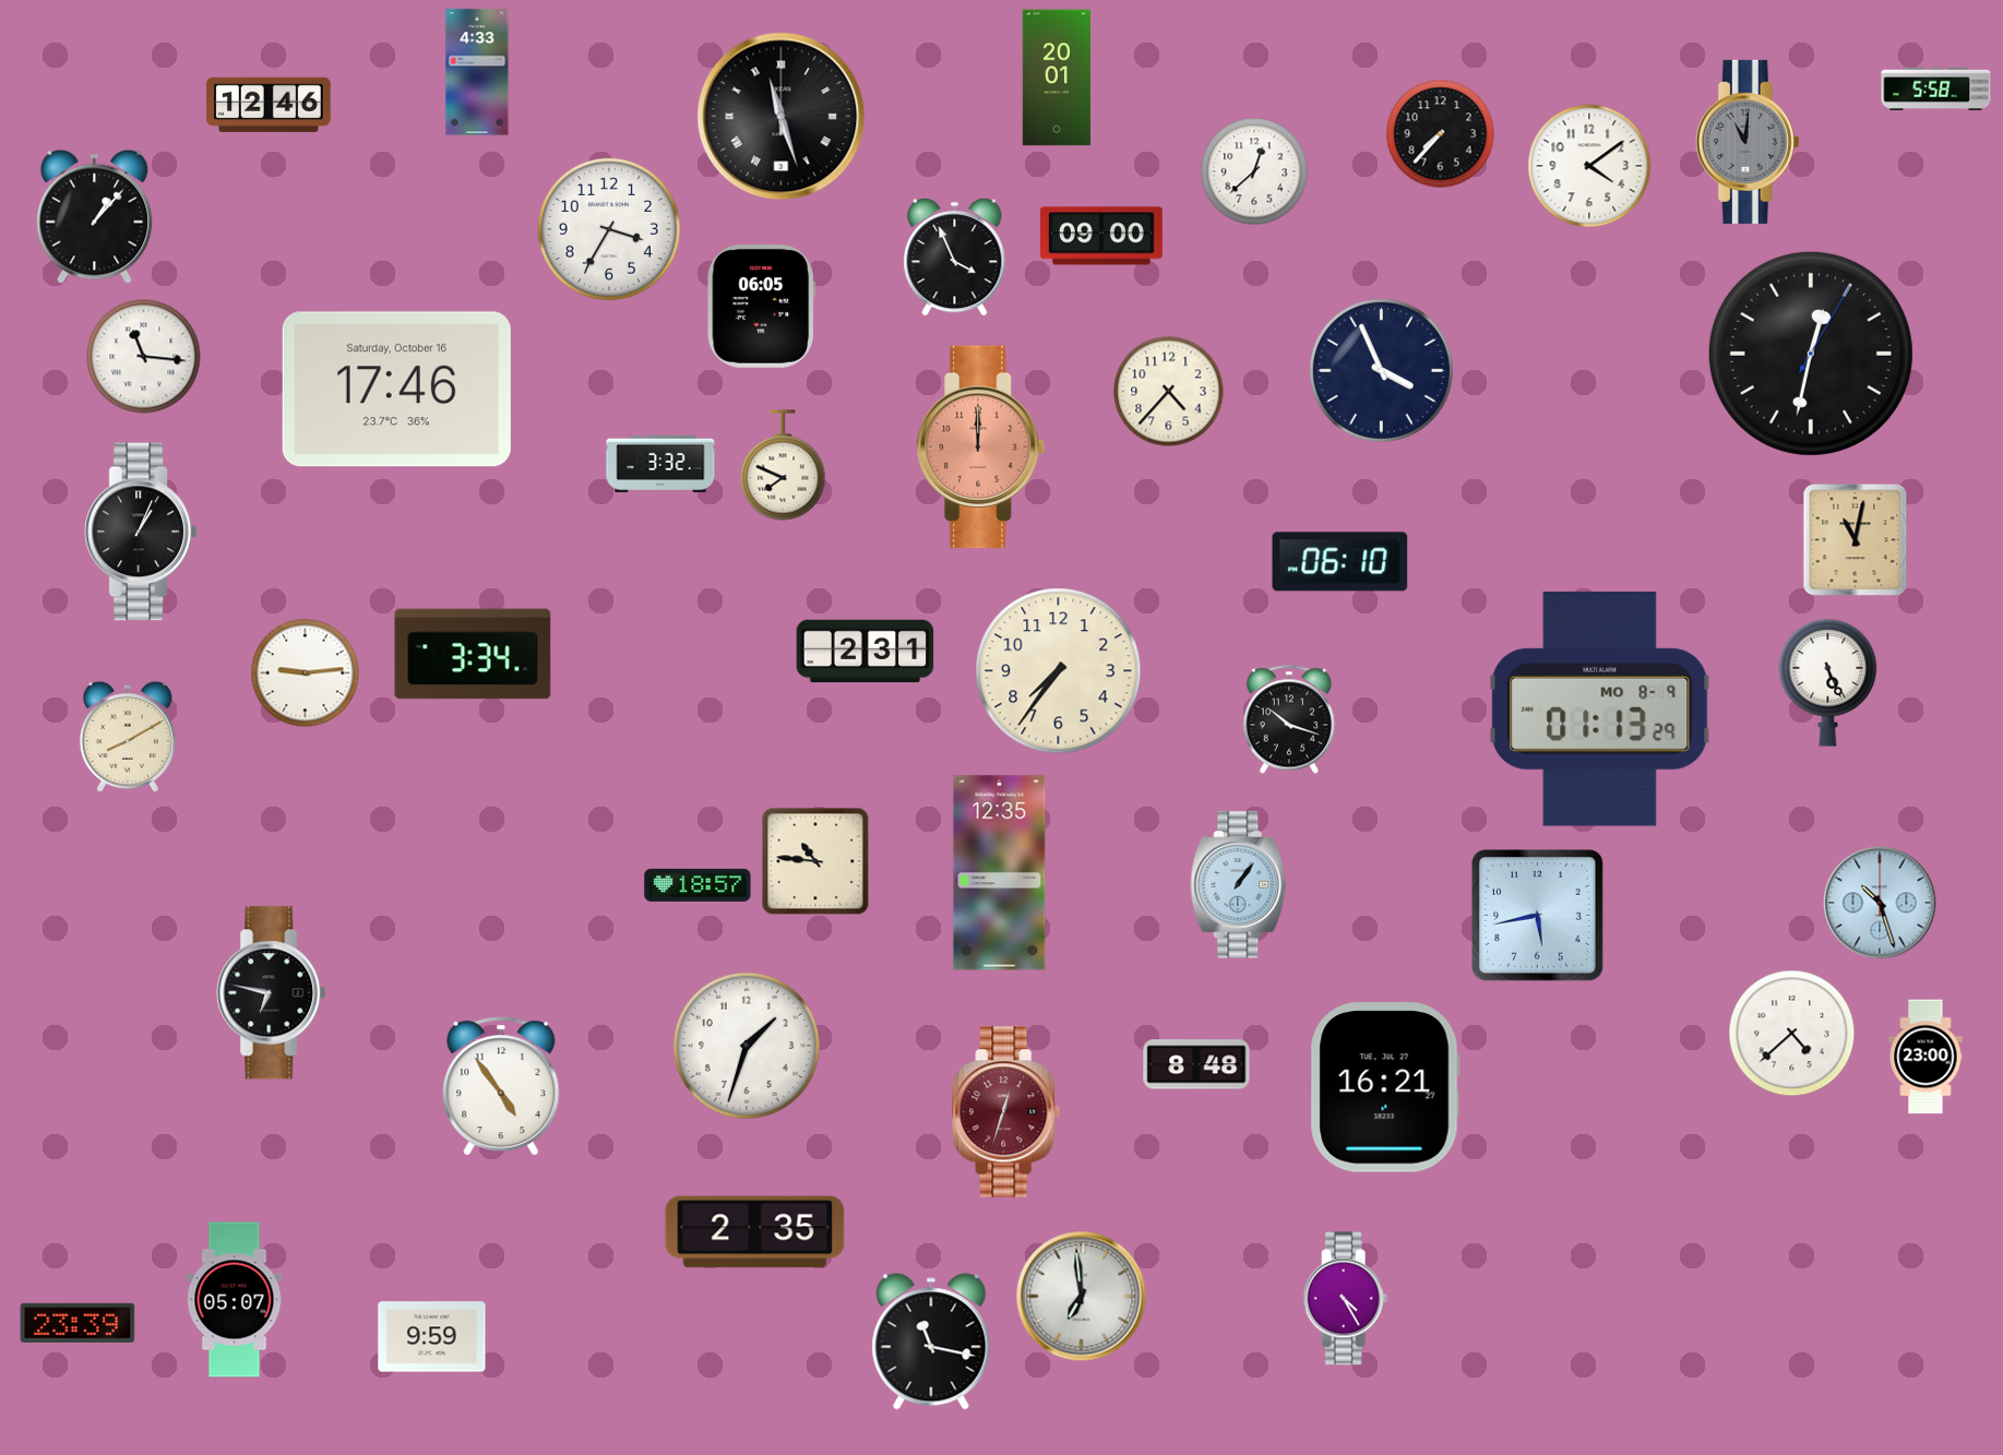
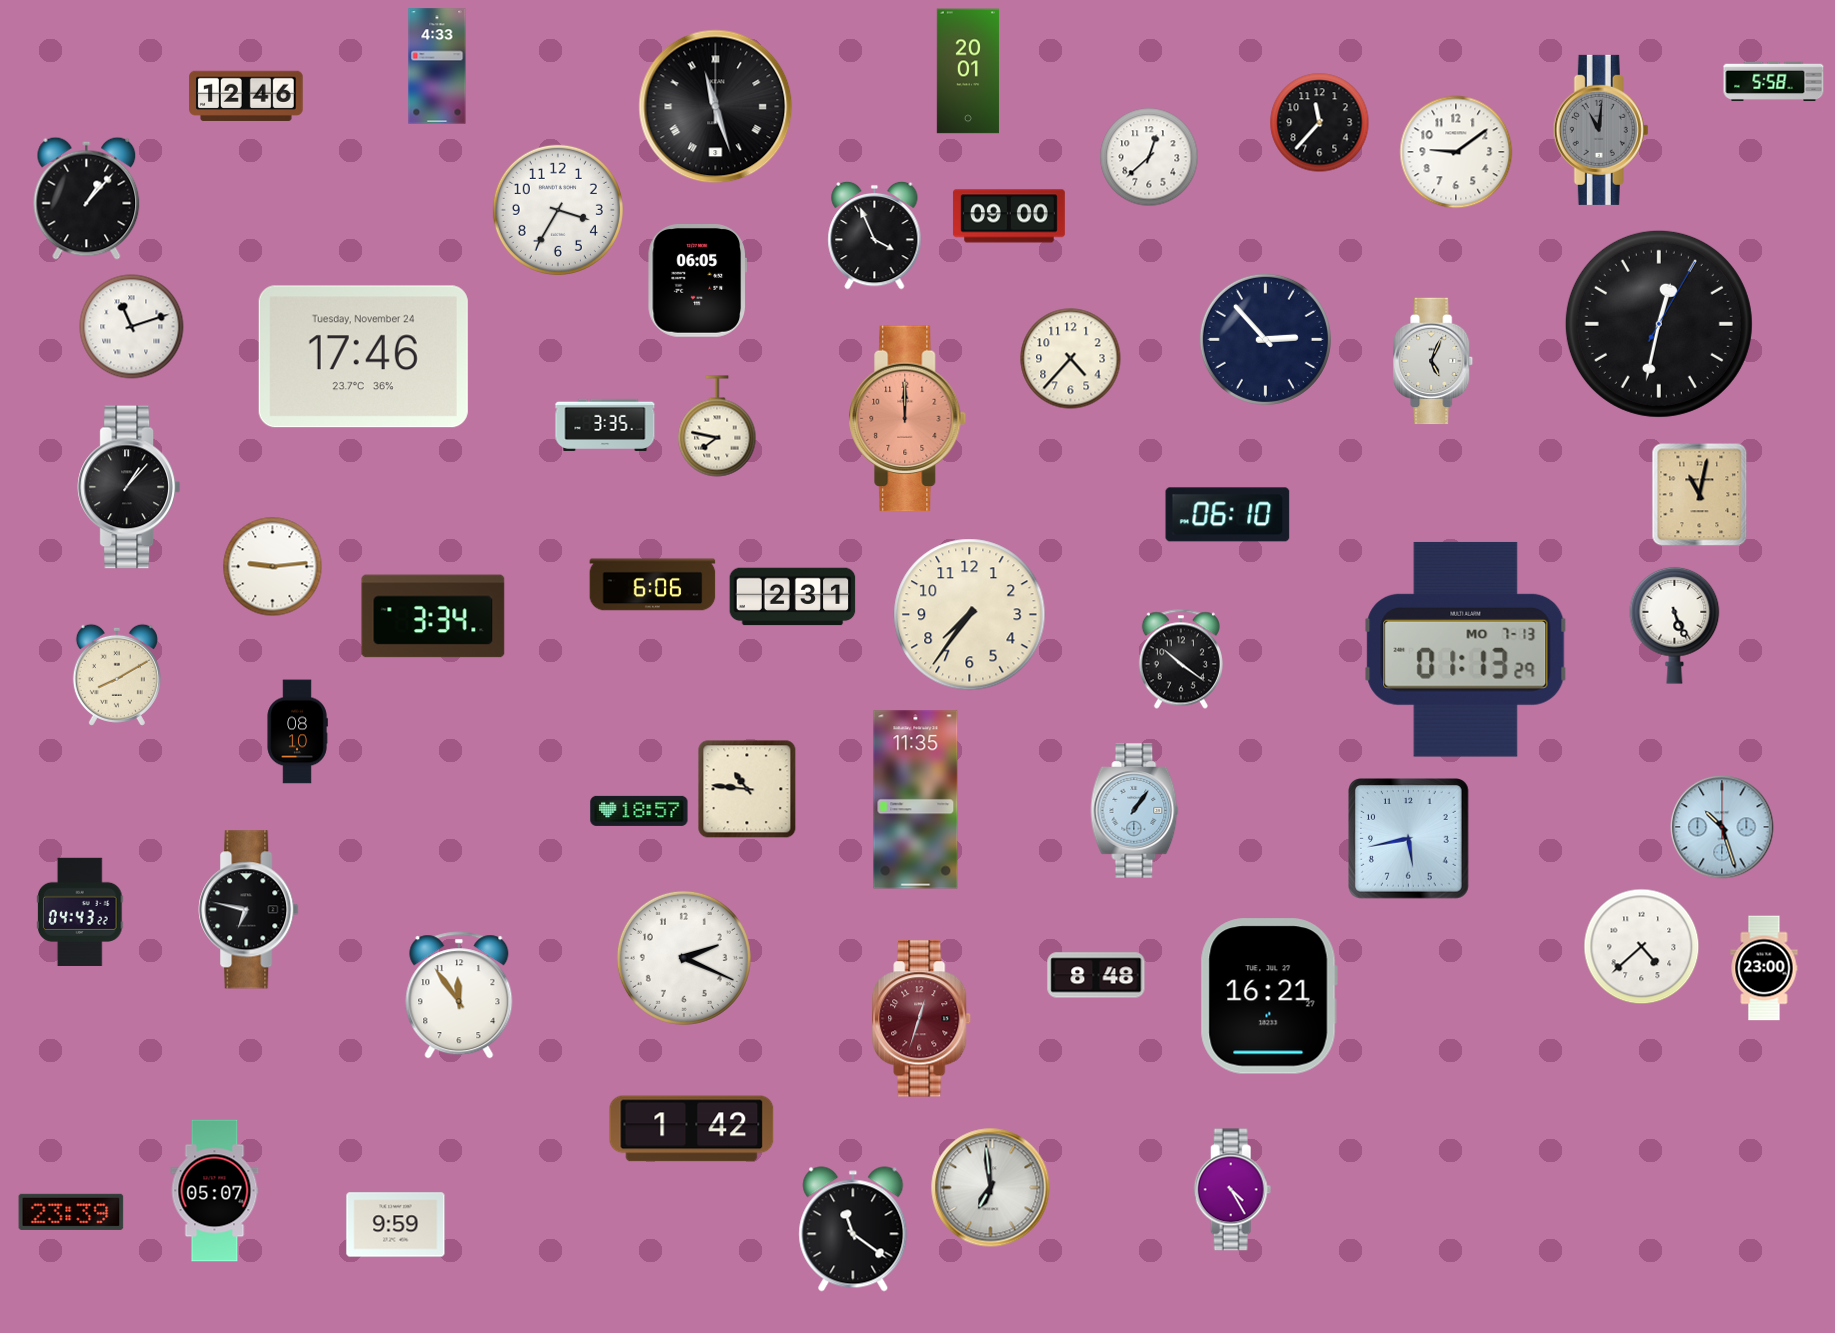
clock at (1441, 134): 7:37 -> 11:37
clock at (1589, 166): 4:09 -> 9:09
clock at (144, 357): 11:16 -> 11:12
clock at (1381, 370): 3:56 -> 2:53
clock at (396, 390) date: Saturday, October 16 -> Tuesday, November 24
clock at (1434, 361): none -> 5:04
clock at (981, 448) position: (981, 448) -> (908, 419)
clock at (660, 464): 3:32 -> 3:35
clock at (783, 465): 7:49 -> 7:47
clock at (141, 532): 1:04 -> 1:07
clock at (653, 585): none -> 6:06
clock at (473, 654) position: (473, 654) -> (433, 616)
clock at (306, 673) position: (306, 673) -> (273, 567)
clock at (1600, 708) date: MO 8-9 -> MO 7-13
clock at (1289, 719): 10:18 -> 10:21
clock at (297, 732): none -> 08:10
clock at (1000, 873): 12:35 -> 11:35
clock at (81, 912): none -> 04:43
clock at (747, 1046): 1:33 -> 2:19
clock at (501, 1086): 4:54 -> 11:54
clock at (755, 1232): 2:35 -> 1:42
clock at (931, 1341): 11:17 -> 11:21
